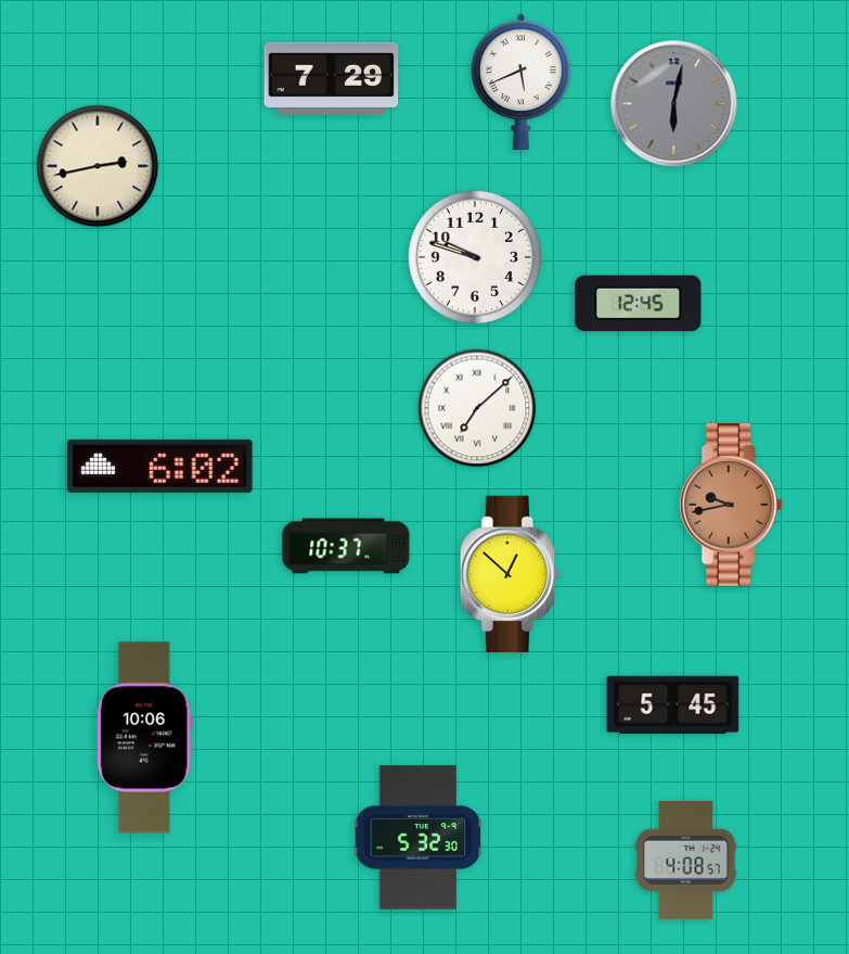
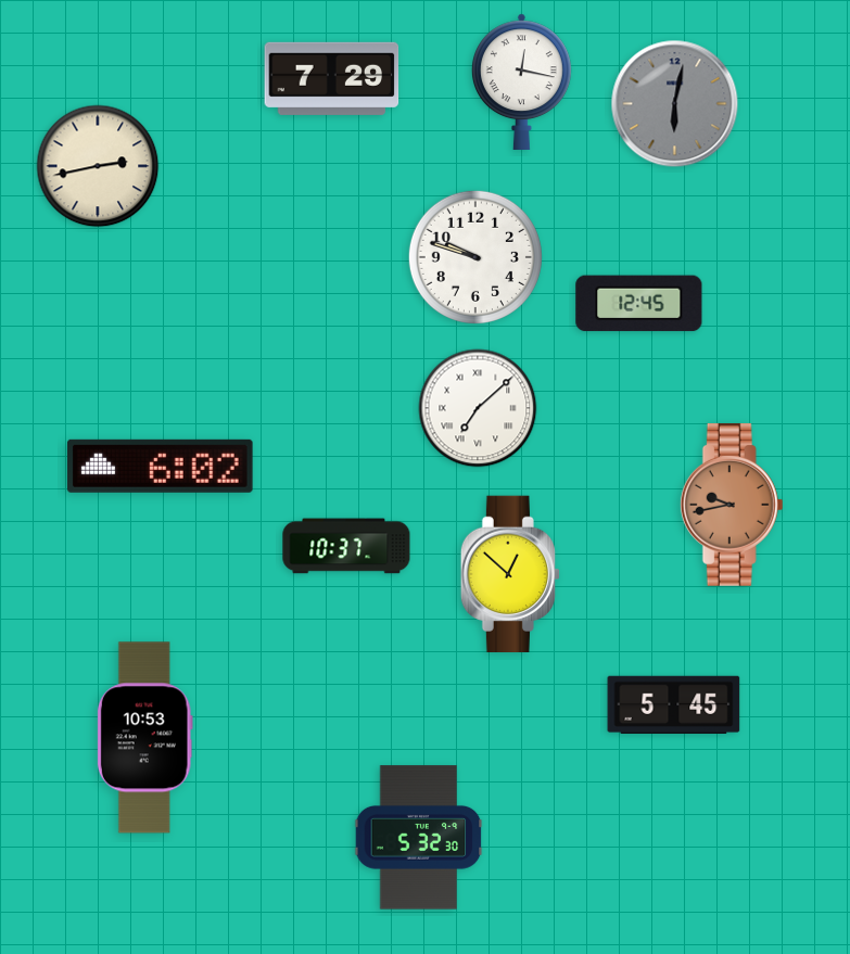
clock at (520, 81): 5:41 -> 12:17
clock at (144, 738): 10:06 -> 10:53
clock at (686, 860): 4:08 -> none
